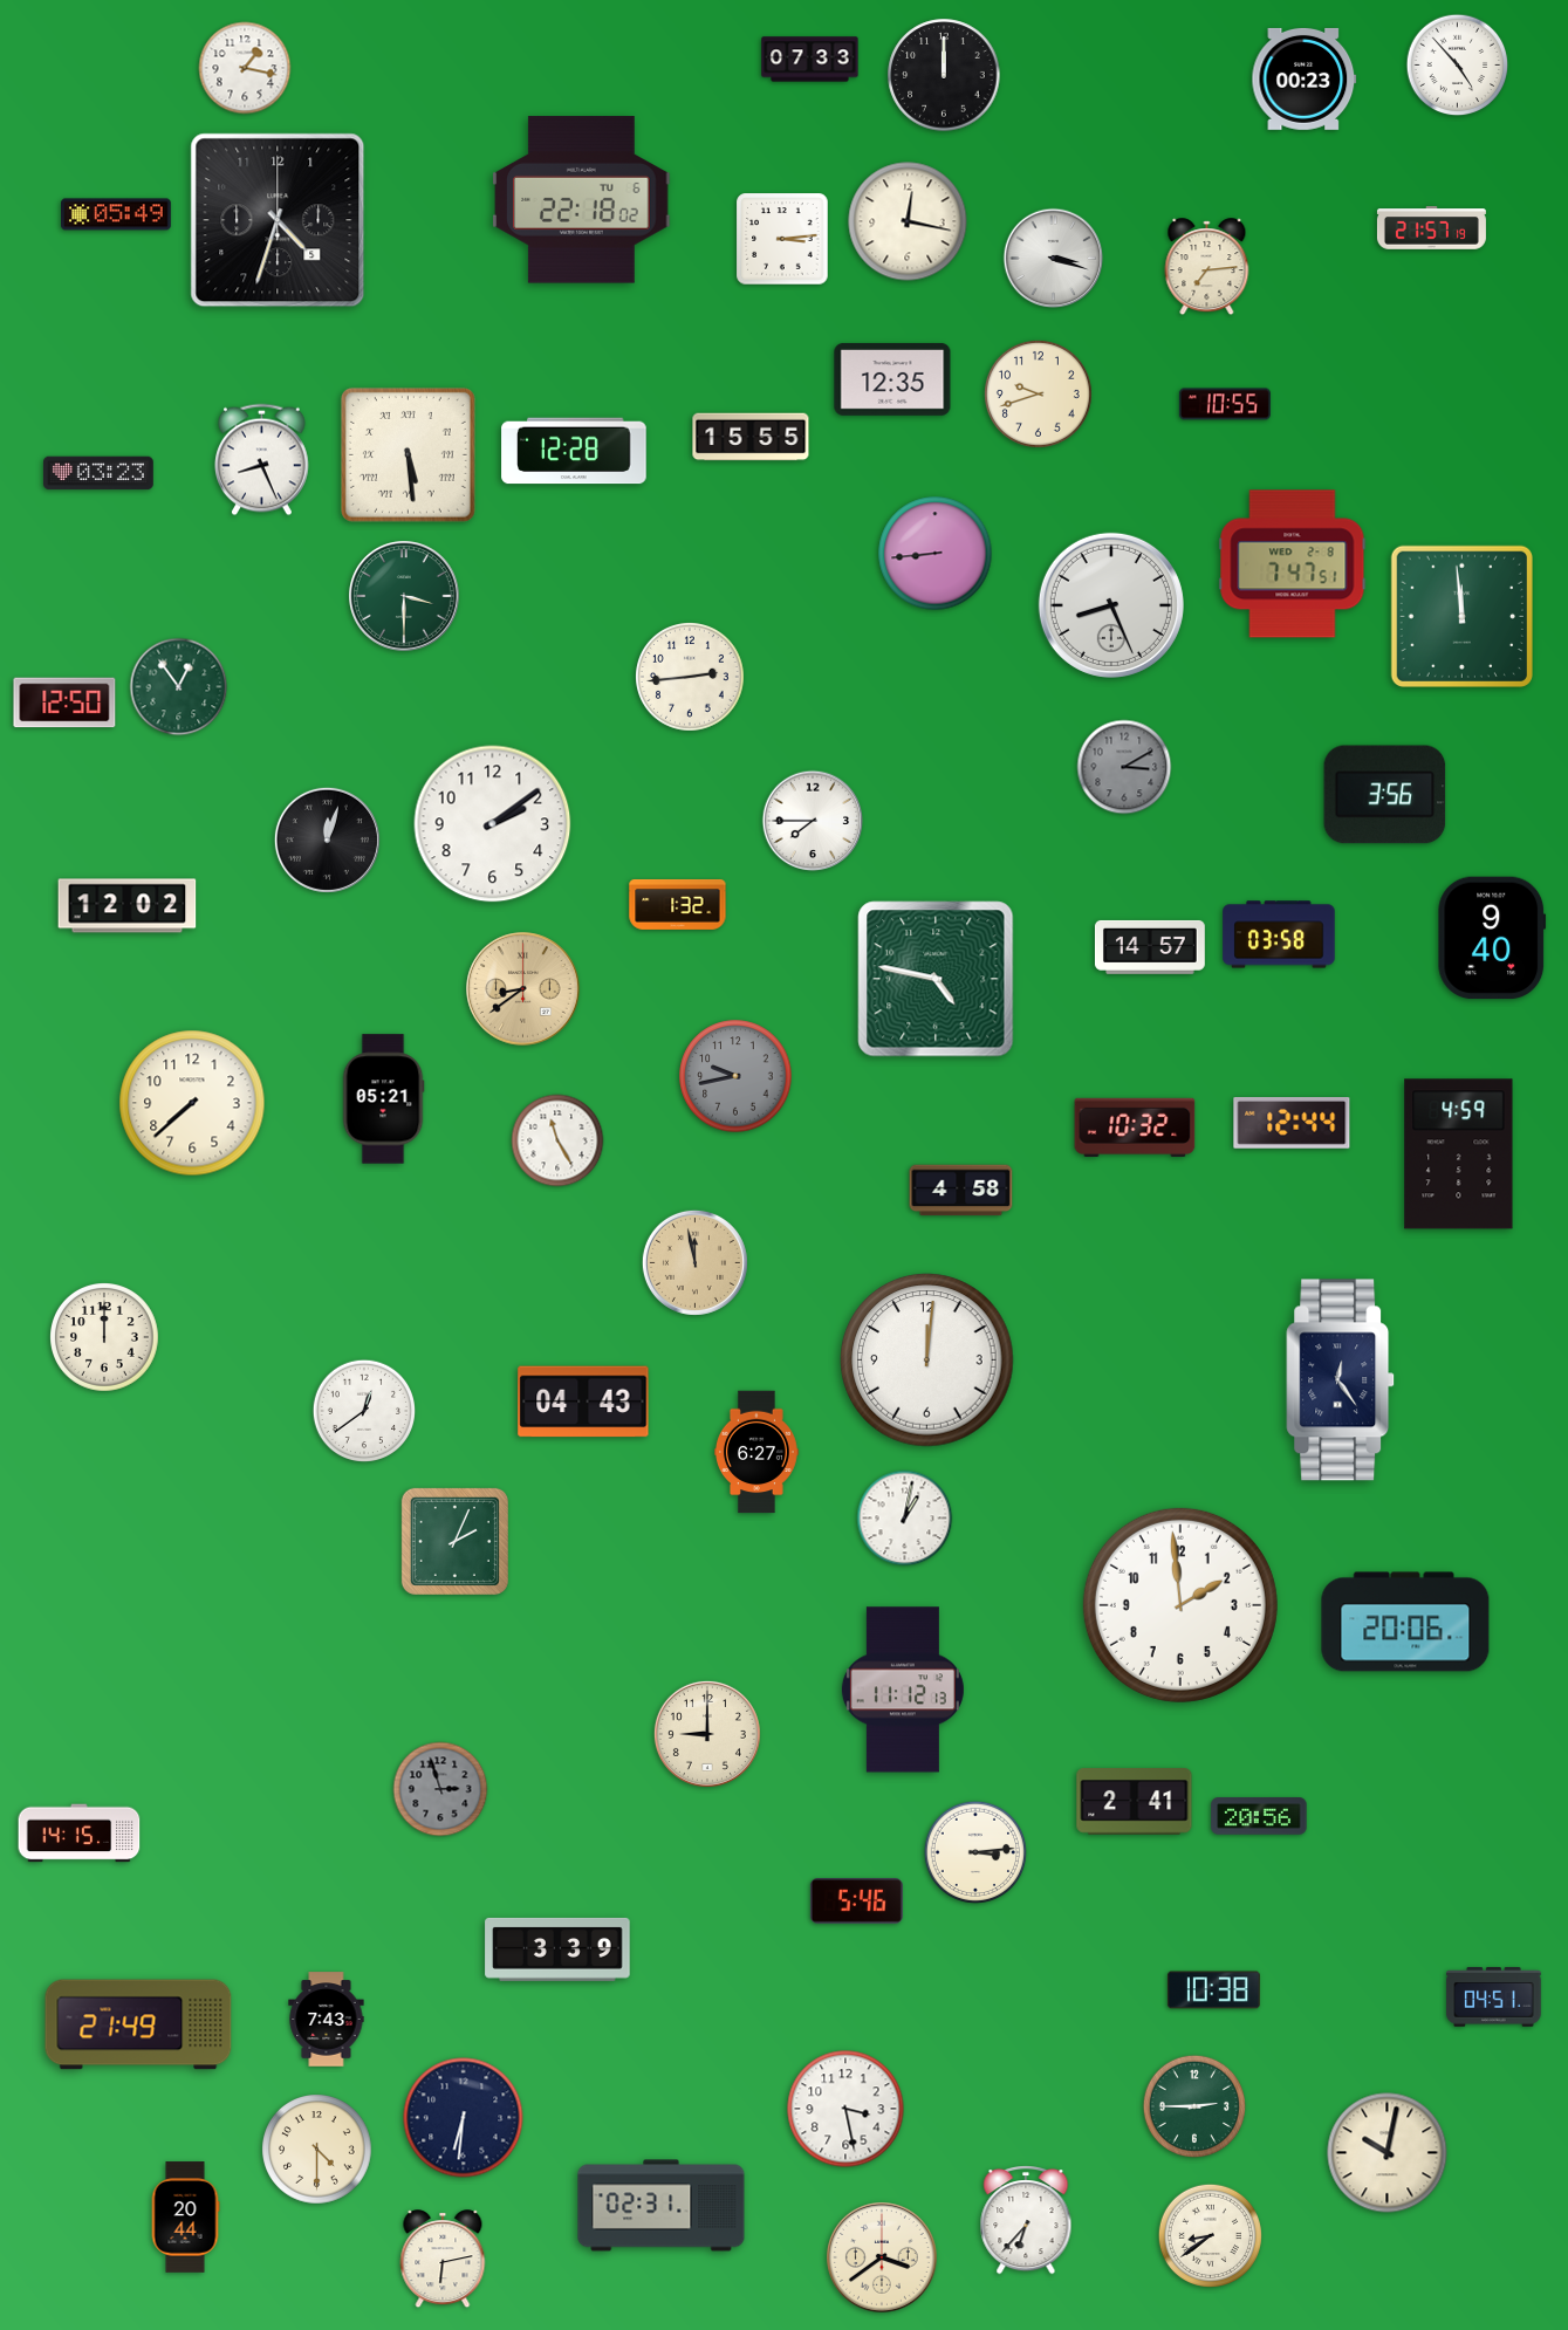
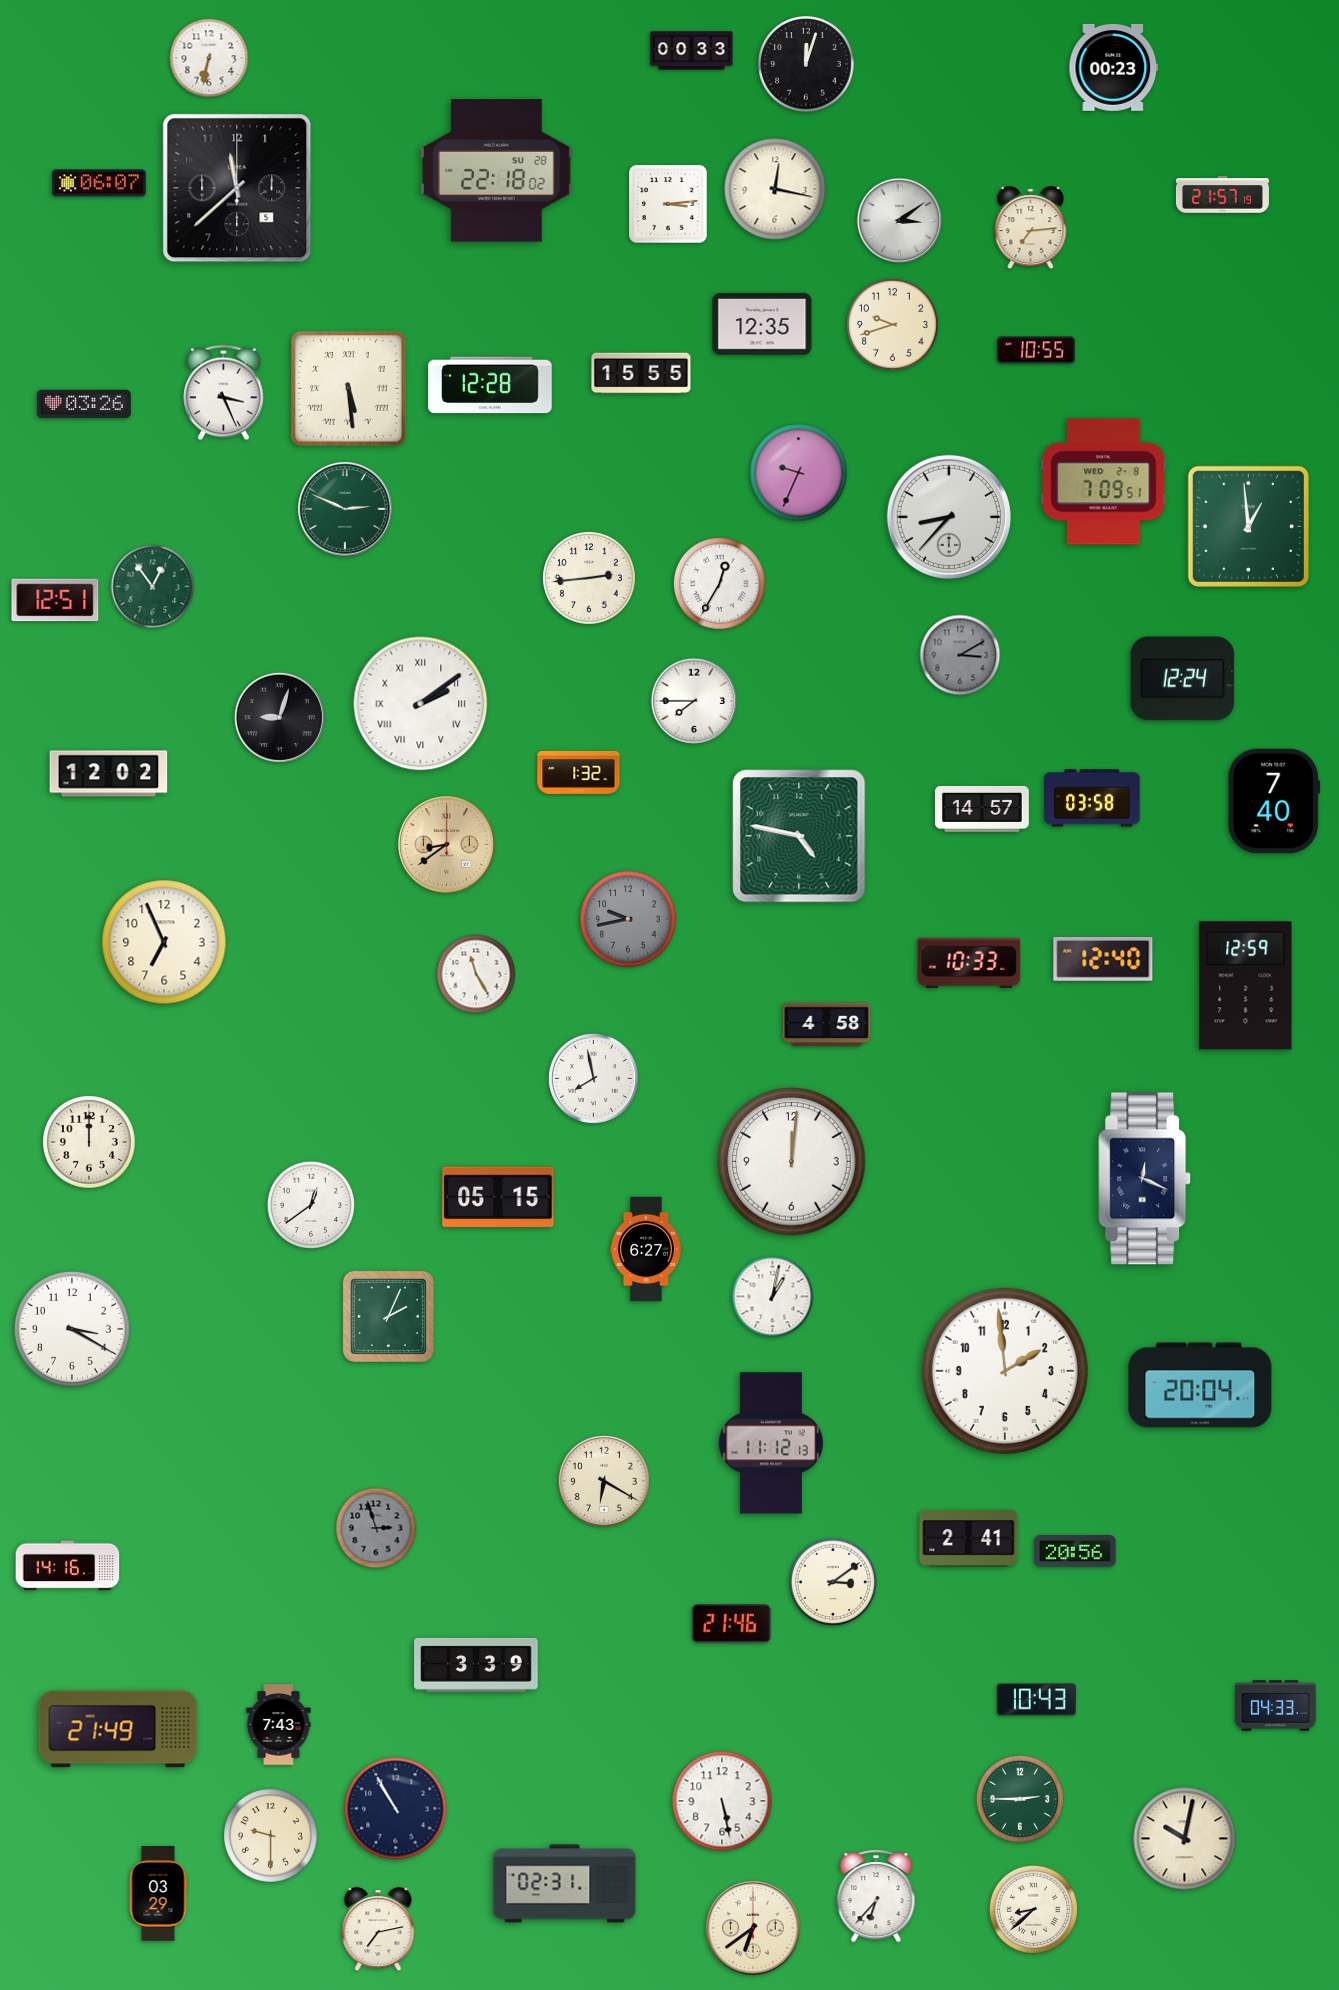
clock at (810, 60): 07:33 -> 00:33
clock at (1458, 66): 4:53 -> none
clock at (245, 68): 1:17 -> 6:32
clock at (944, 75): 12:00 -> 12:03
clock at (582, 200) date: TU 6 -> SU 28
clock at (117, 214): 05:49 -> 06:07
clock at (278, 220): 4:33 -> 11:38
clock at (1054, 259): 3:18 -> 3:09
clock at (1038, 393) position: (1038, 393) -> (892, 324)
clock at (1225, 404) position: (1225, 404) -> (1036, 350)
clock at (262, 460): 8:26 -> 3:26
clock at (98, 473): 03:23 -> 03:26
clock at (936, 554): 8:44 -> 9:34
clock at (1293, 564): 7:47 -> 7:09
clock at (405, 597): 3:30 -> 2:49
clock at (1111, 605): 8:26 -> 8:37
clock at (1461, 616): 11:59 -> 12:59
clock at (719, 583): none -> 12:35
clock at (64, 703): 12:50 -> 12:51
clock at (1385, 795): 3:56 -> 12:24
clock at (493, 824) numerals: Arabic -> Roman
clock at (327, 840): 12:03 -> 9:03
clock at (1492, 938): 9:40 -> 7:40
clock at (383, 1099): 05:21 -> none
clock at (192, 1103): 7:38 -> 6:56
clock at (1292, 1123): 12:44 -> 12:40
clock at (1135, 1128): 10:32 -> 10:33
clock at (1459, 1154): 4:59 -> 12:59
clock at (961, 1191) position: (961, 1191) -> (827, 1025)
clock at (694, 1262): 11:58 -> 7:58
clock at (694, 1262) dial: champagne -> white
clock at (1341, 1380): 12:24 -> 12:19
clock at (583, 1402): 04:43 -> 05:15
clock at (758, 1452) position: (758, 1452) -> (647, 1249)
clock at (72, 1329): none -> 3:20
clock at (1180, 1605) position: (1180, 1605) -> (1005, 1371)
clock at (1405, 1622): 20:06 -> 20:04
clock at (707, 1734): 9:00 -> 6:20
clock at (80, 1834): 14:15 -> 14:16
clock at (975, 1852): 3:14 -> 3:09
clock at (856, 1901): 5:46 -> 21:46
clock at (1213, 1990): 10:38 -> 10:43
clock at (1494, 1997): 04:51 -> 04:33
clock at (845, 2109): 3:28 -> 5:28
clock at (464, 2118): 6:31 -> 10:55
clock at (317, 2150): 4:30 -> 9:30
clock at (185, 2218): 20:44 -> 03:29
clock at (1210, 2235): 8:39 -> 8:38
clock at (883, 2259): 3:39 -> 6:39
clock at (443, 2260): 6:13 -> 7:13
